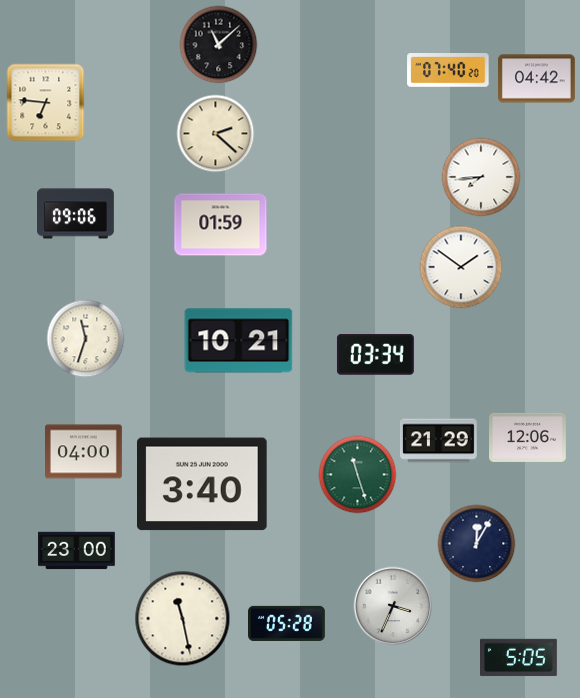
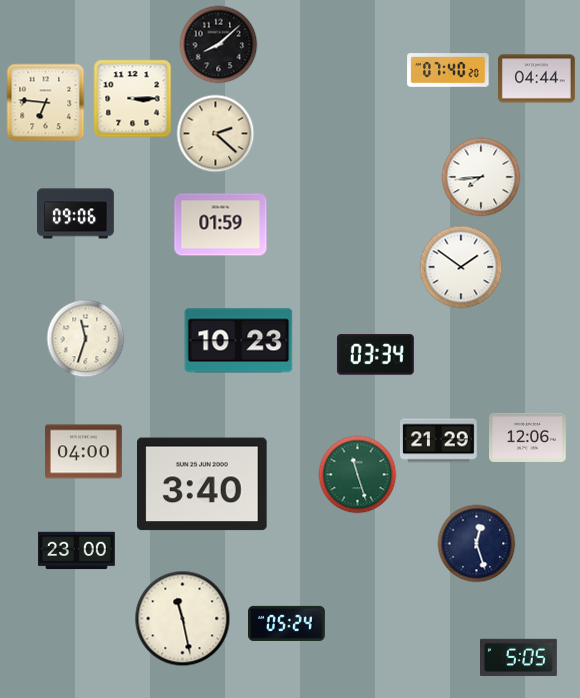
clock at (218, 44): 11:08 -> 8:08
clock at (537, 79): 04:42 -> 04:44
clock at (132, 98): none -> 3:15
clock at (239, 341): 10:21 -> 10:23
clock at (476, 543): 12:05 -> 12:27
clock at (393, 606): 3:34 -> none
clock at (287, 623): 05:28 -> 05:24
